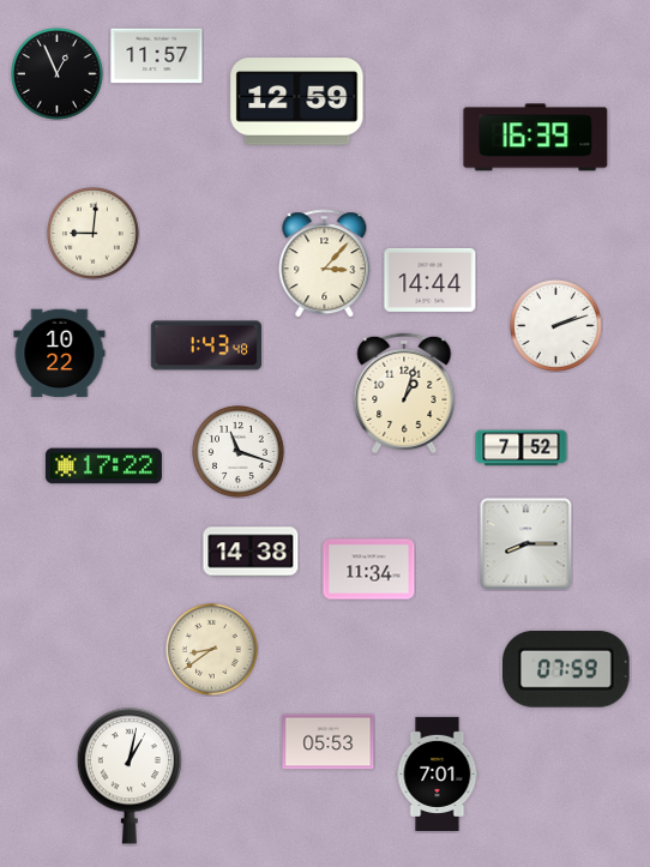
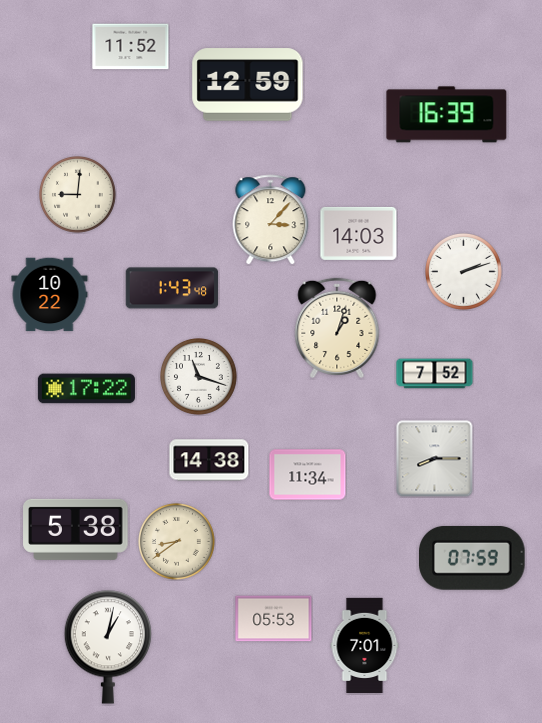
clock at (157, 56): 11:57 -> 11:52
clock at (58, 74): 12:56 -> none
clock at (431, 279): 14:44 -> 14:03
clock at (526, 544) position: (526, 544) -> (435, 459)
clock at (76, 529): none -> 5:38
